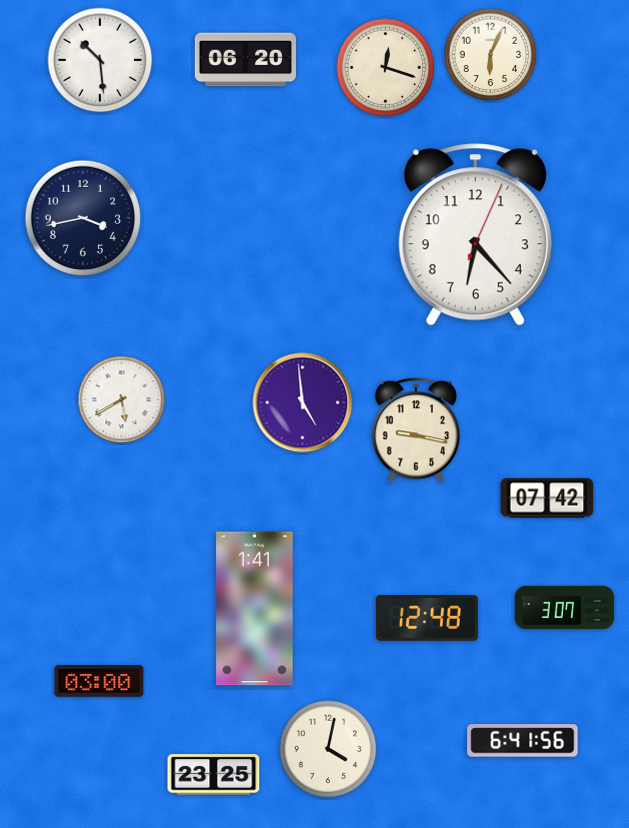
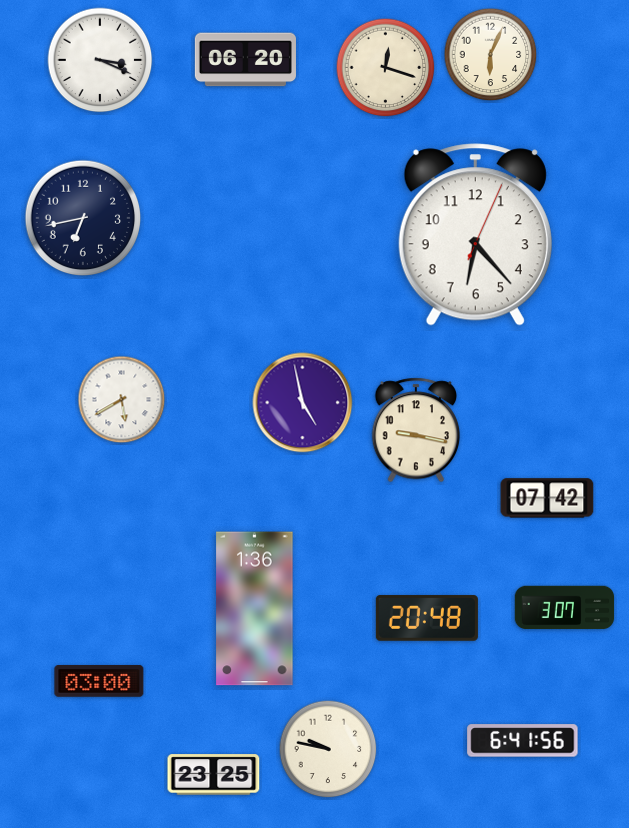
clock at (100, 60): 10:29 -> 3:19
clock at (83, 218): 3:43 -> 6:43
clock at (303, 403): 4:59 -> 4:58
clock at (255, 609): 1:41 -> 1:36
clock at (427, 618): 12:48 -> 20:48
clock at (328, 749): 4:02 -> 9:47
